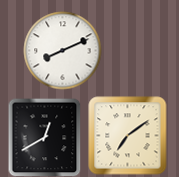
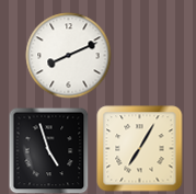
clock at (127, 135): 7:09 -> 7:05
clock at (45, 137): 12:40 -> 4:57
